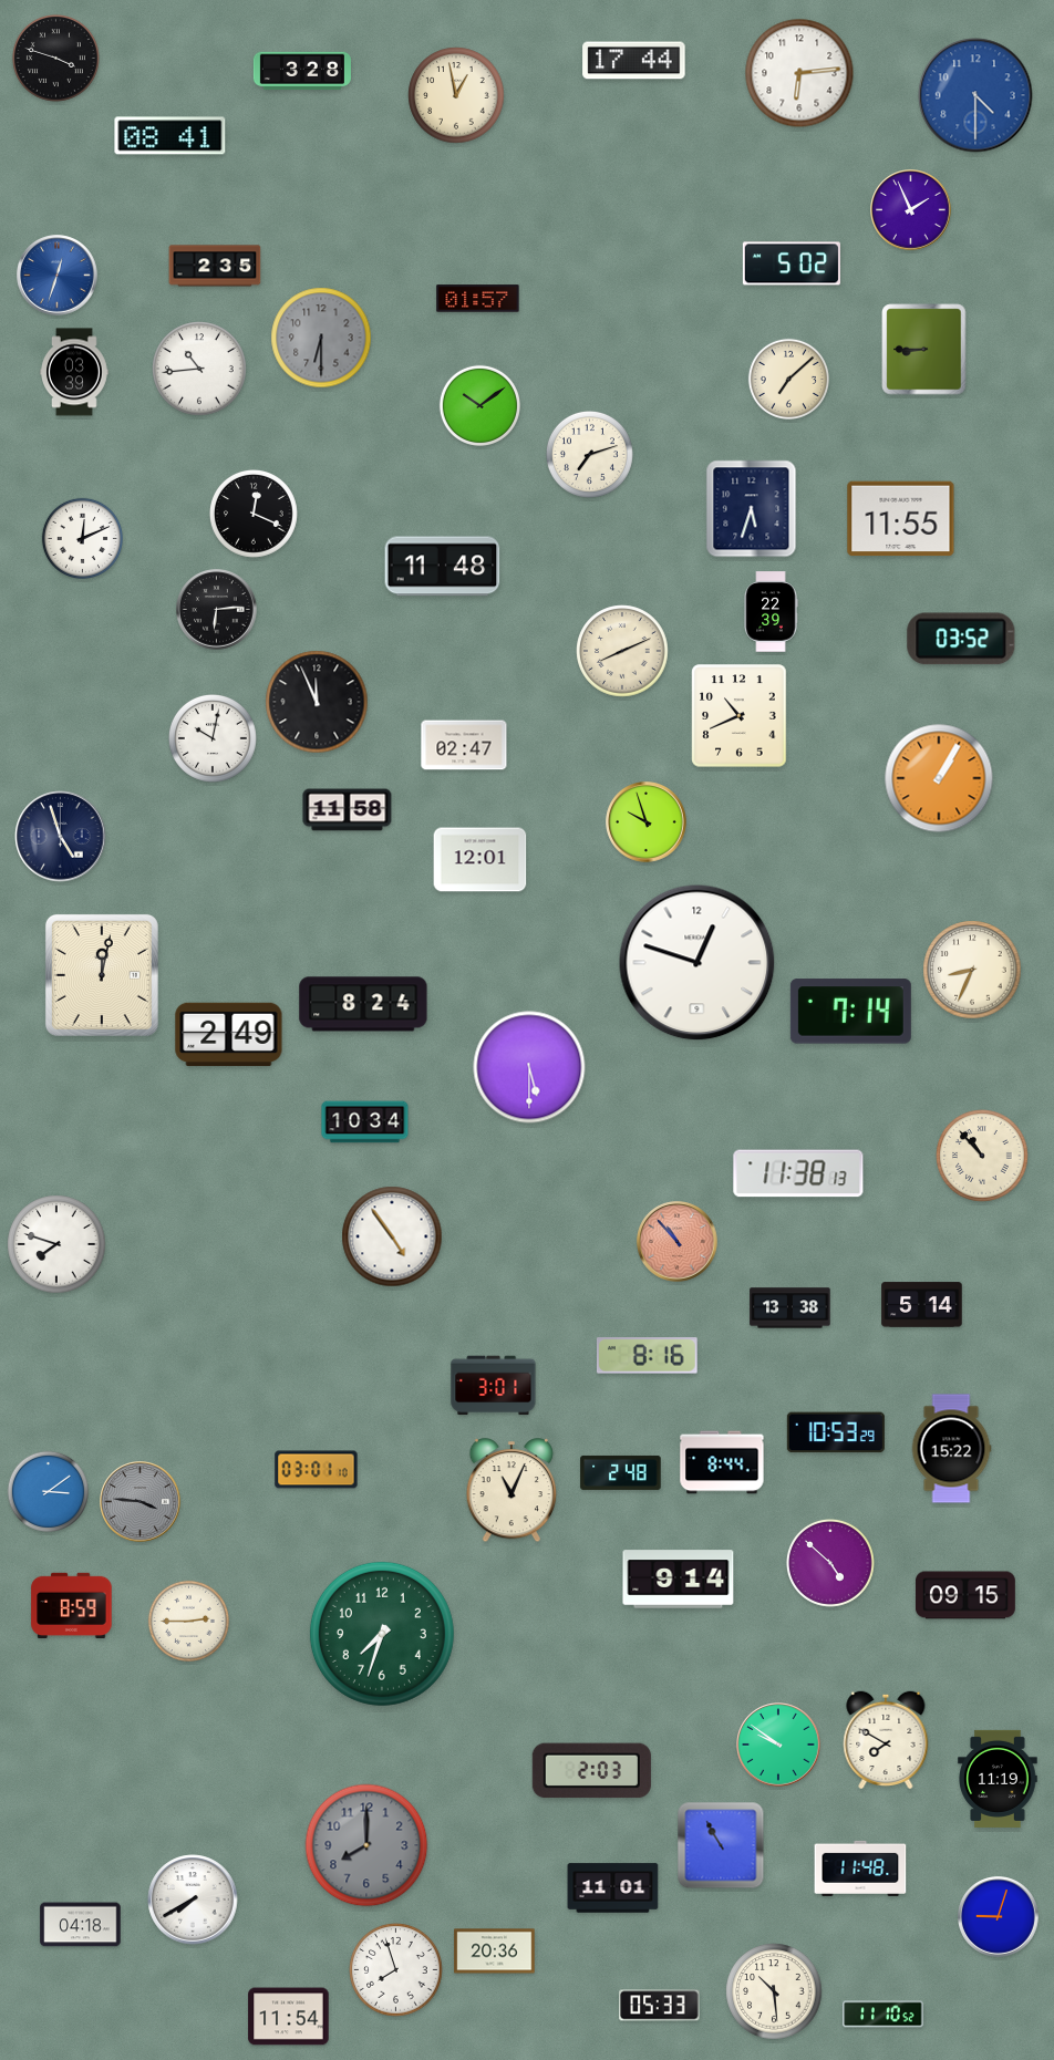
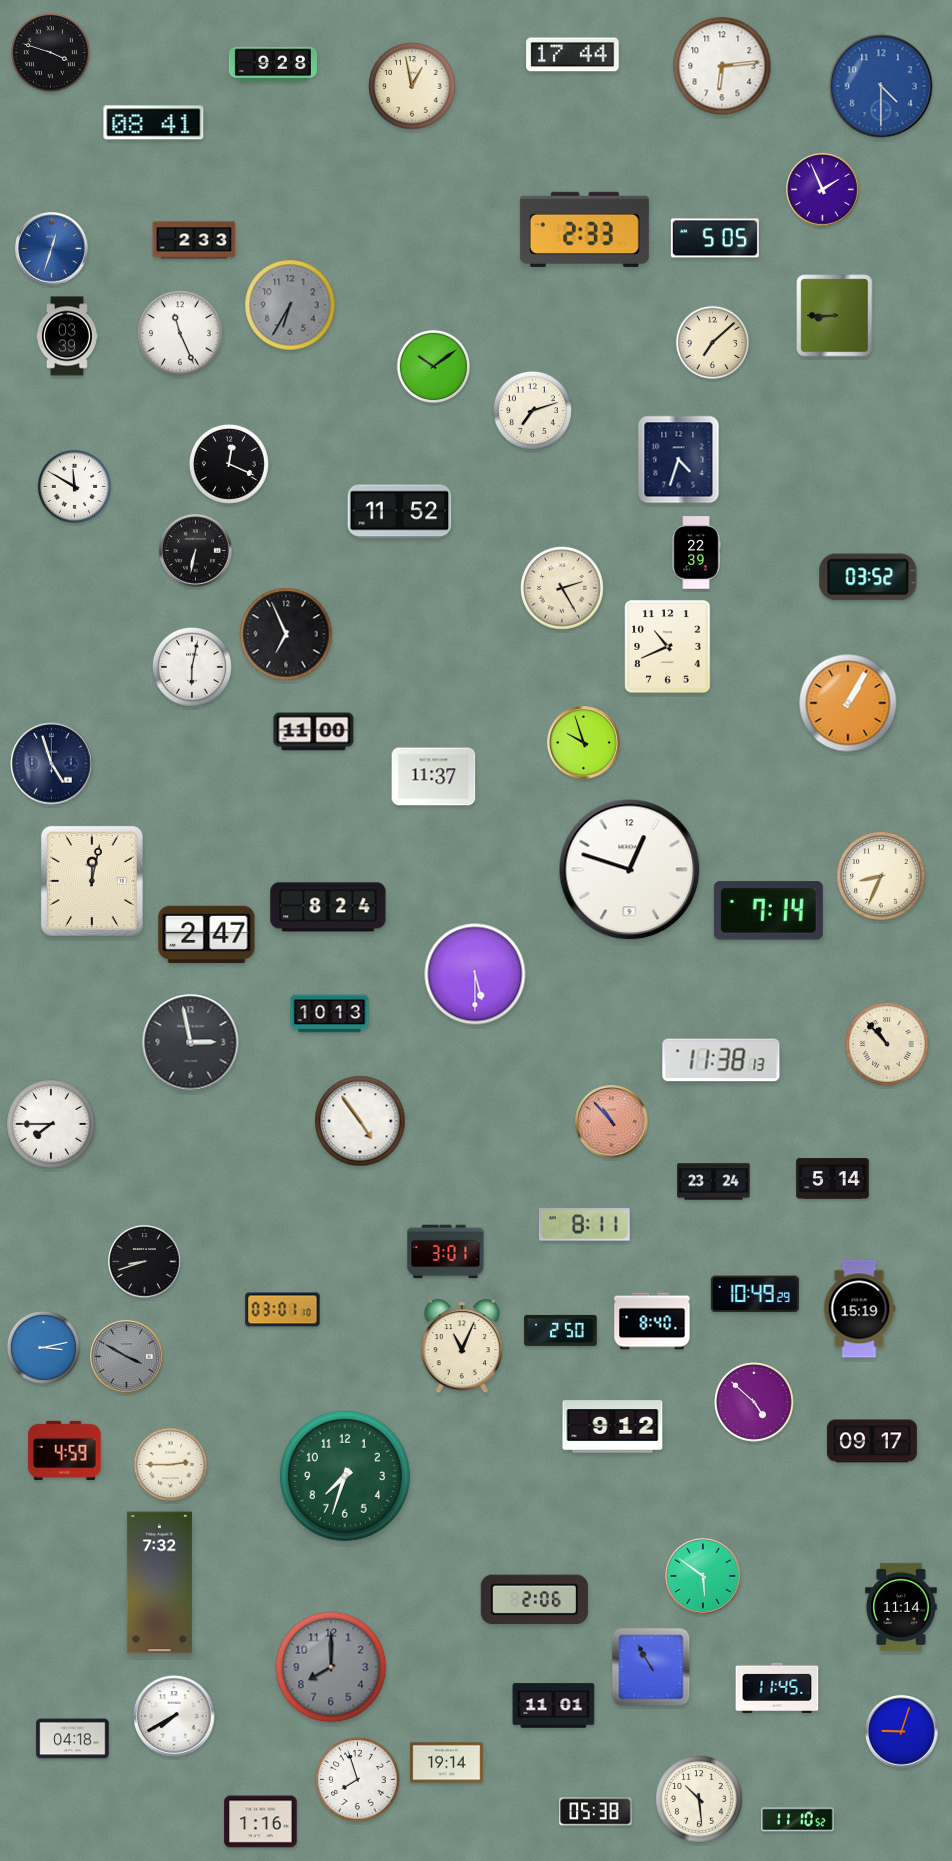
clock at (302, 71): 3:28 -> 9:28
clock at (584, 229): none -> 2:33
clock at (792, 263): 5:02 -> 5:05
clock at (215, 266): 2:35 -> 2:33
clock at (478, 299): 01:57 -> none
clock at (321, 338): 6:30 -> 6:35
clock at (199, 369): 10:44 -> 11:26
clock at (752, 509): 5:33 -> 4:33
clock at (901, 519): 11:55 -> none
clock at (82, 538): 12:11 -> 11:50
clock at (443, 567): 11:48 -> 11:52
clock at (217, 610): 6:14 -> 6:32
clock at (622, 651): 8:11 -> 2:25
clock at (317, 702): 11:56 -> 6:56
clock at (213, 738): 10:02 -> 6:02
clock at (464, 745): 02:47 -> none
clock at (348, 810): 11:58 -> 11:00
clock at (61, 837) position: (61, 837) -> (52, 764)
clock at (480, 860): 12:01 -> 11:37
clock at (972, 970) position: (972, 970) -> (881, 876)
clock at (850, 1012) position: (850, 1012) -> (768, 911)
clock at (229, 1035): 2:49 -> 2:47
clock at (529, 1067) position: (529, 1067) -> (475, 974)
clock at (365, 1122): 10:34 -> 10:13
clock at (191, 1043): none -> 2:58
clock at (392, 1236) position: (392, 1236) -> (360, 1121)
clock at (56, 1244): 7:48 -> 7:45
clock at (790, 1308): 13:38 -> 23:24
clock at (647, 1356): 8:16 -> 8:11
clock at (145, 1262): none -> 8:42
clock at (836, 1432): 10:53 -> 10:49
clock at (951, 1449): 15:22 -> 15:19
clock at (722, 1462): 8:44 -> 8:40
clock at (317, 1470) position: (317, 1470) -> (283, 1310)
clock at (621, 1472): 2:48 -> 2:50
clock at (48, 1491): 3:09 -> 3:13
clock at (141, 1502): 3:46 -> 3:50
clock at (830, 1563) position: (830, 1563) -> (754, 1402)
clock at (679, 1580): 9:14 -> 9:12
clock at (965, 1595): 09:15 -> 09:17
clock at (72, 1605): 8:59 -> 4:59
clock at (886, 1740): 7:50 -> none
clock at (778, 1745): 9:51 -> 5:51
clock at (159, 1583): none -> 7:32
clock at (591, 1771): 2:03 -> 2:06
clock at (998, 1779): 11:19 -> 11:14
clock at (860, 1869): 11:48 -> 11:45
clock at (495, 1952): 20:36 -> 19:14
clock at (660, 2006): 05:33 -> 05:38
clock at (289, 2017): 11:54 -> 1:16
